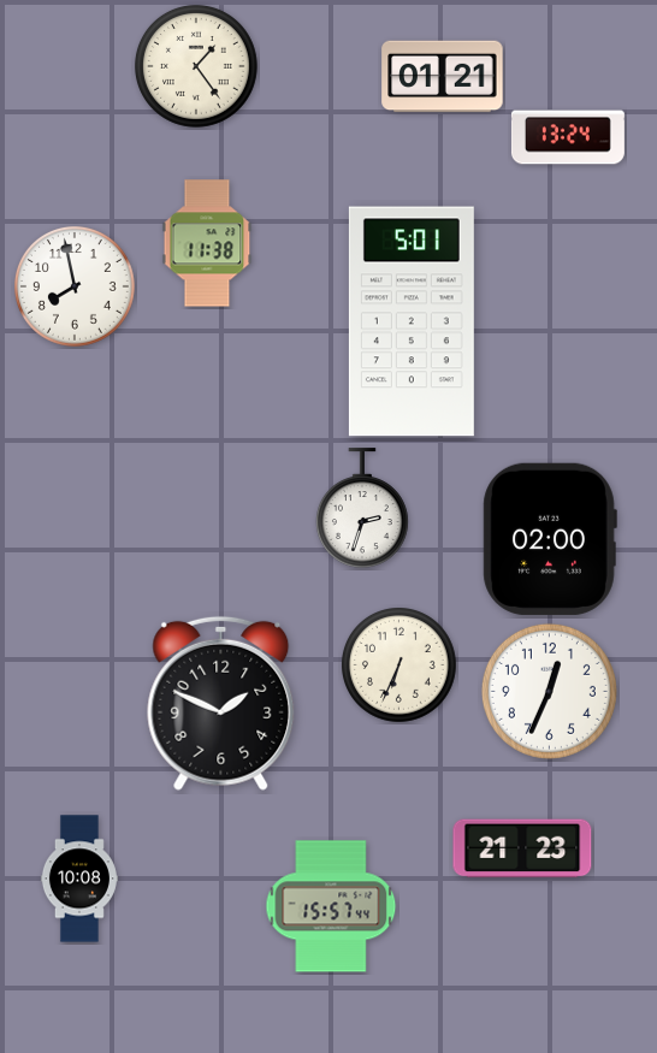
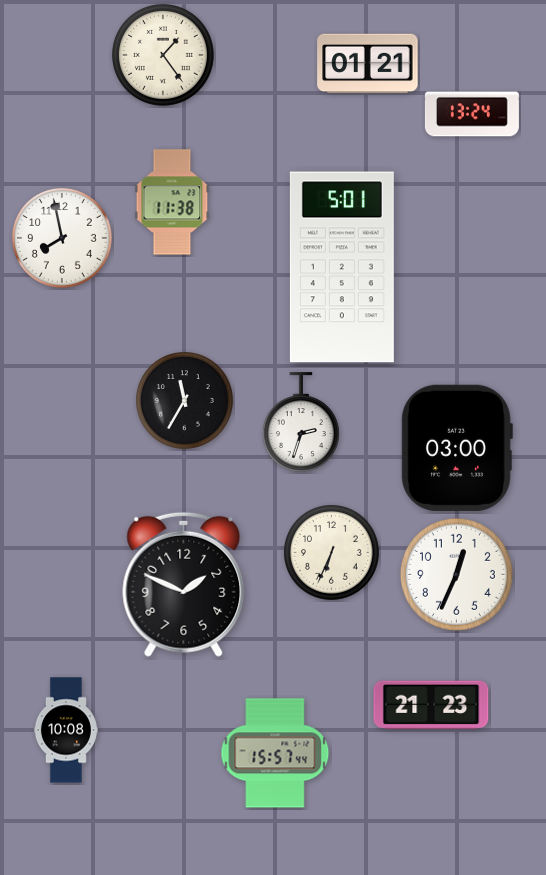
clock at (185, 401): none -> 11:35
clock at (550, 539): 02:00 -> 03:00
clock at (522, 848) position: (522, 848) -> (431, 705)
